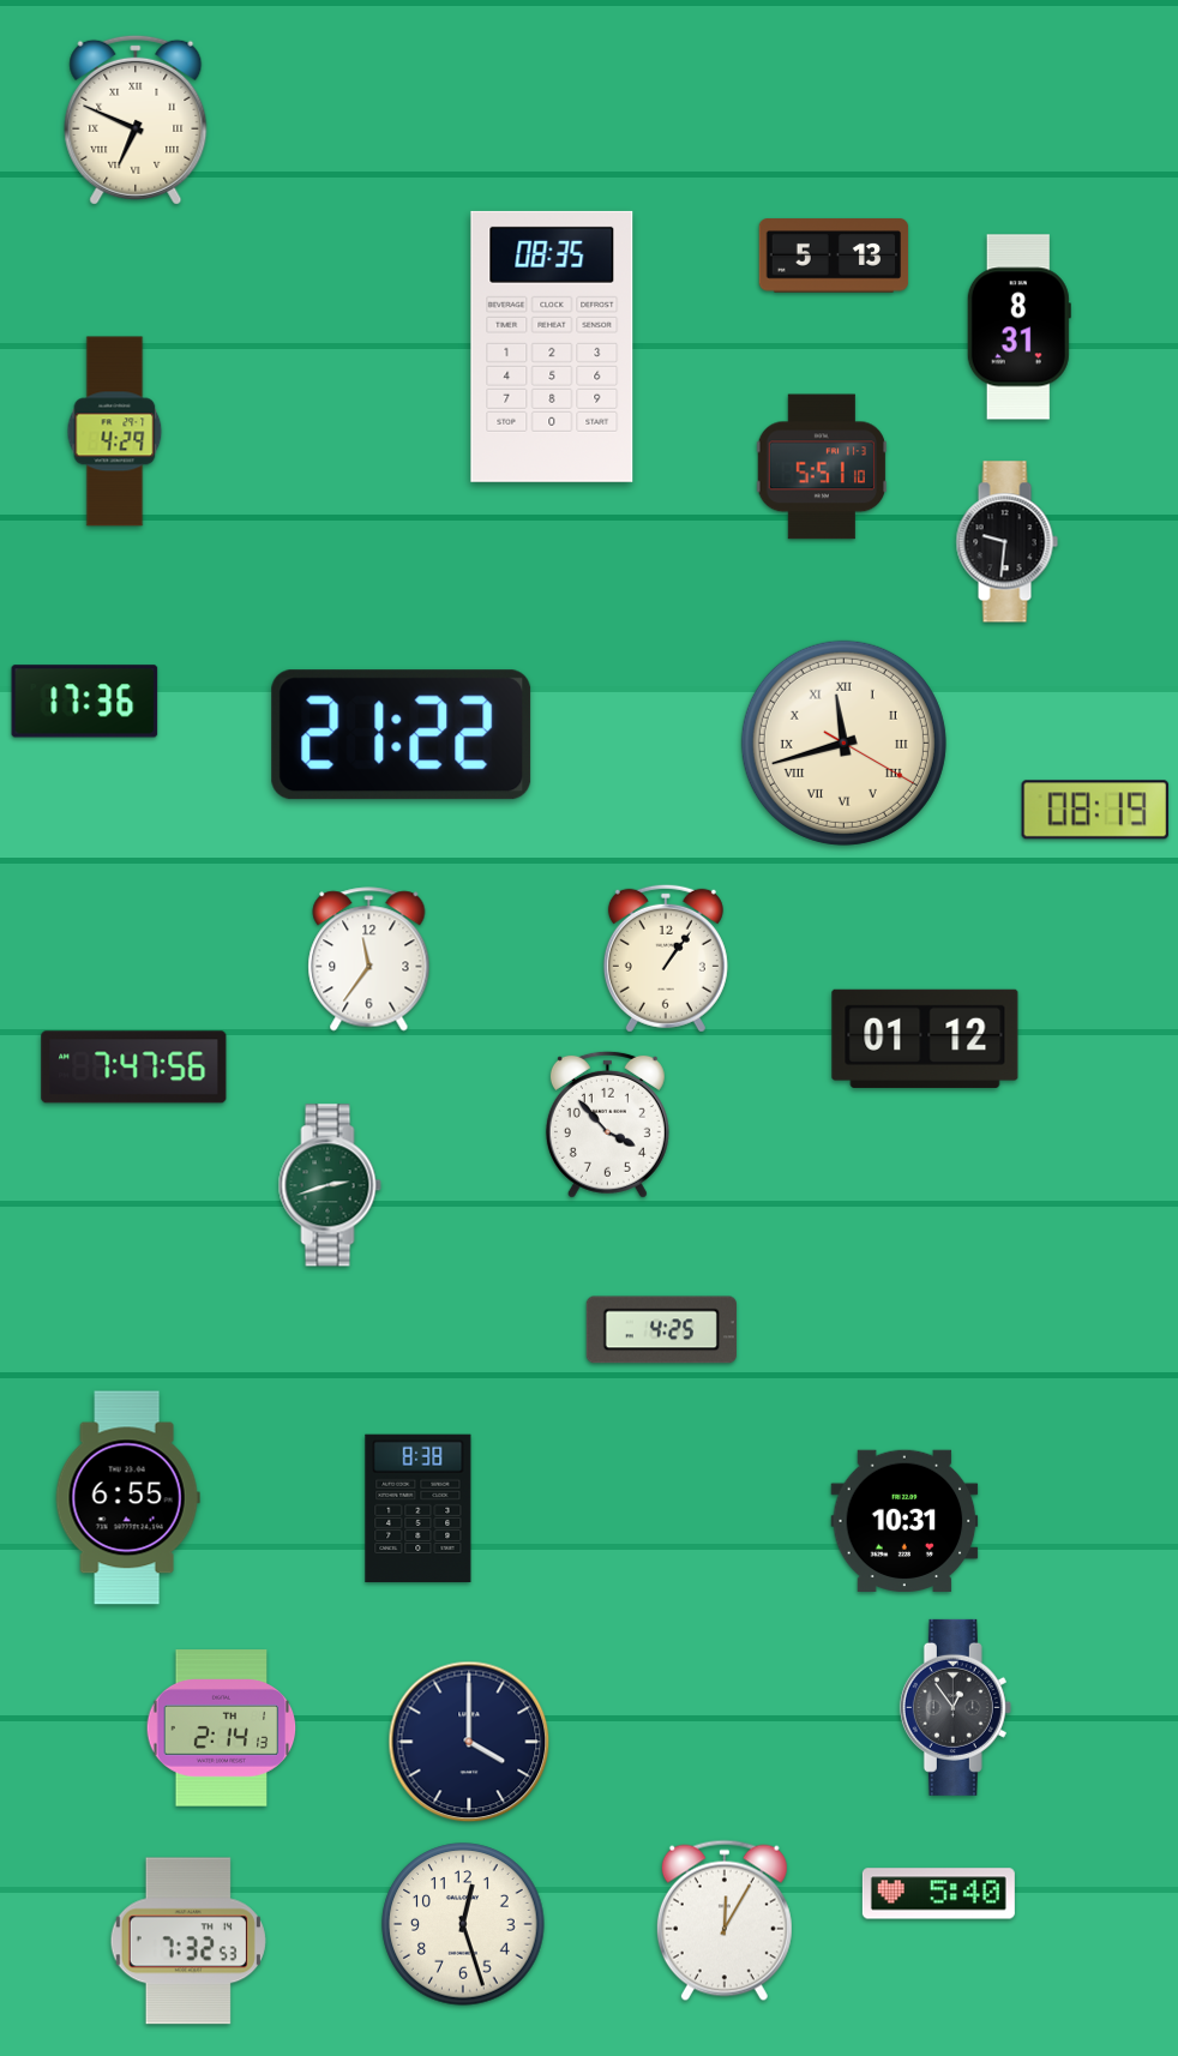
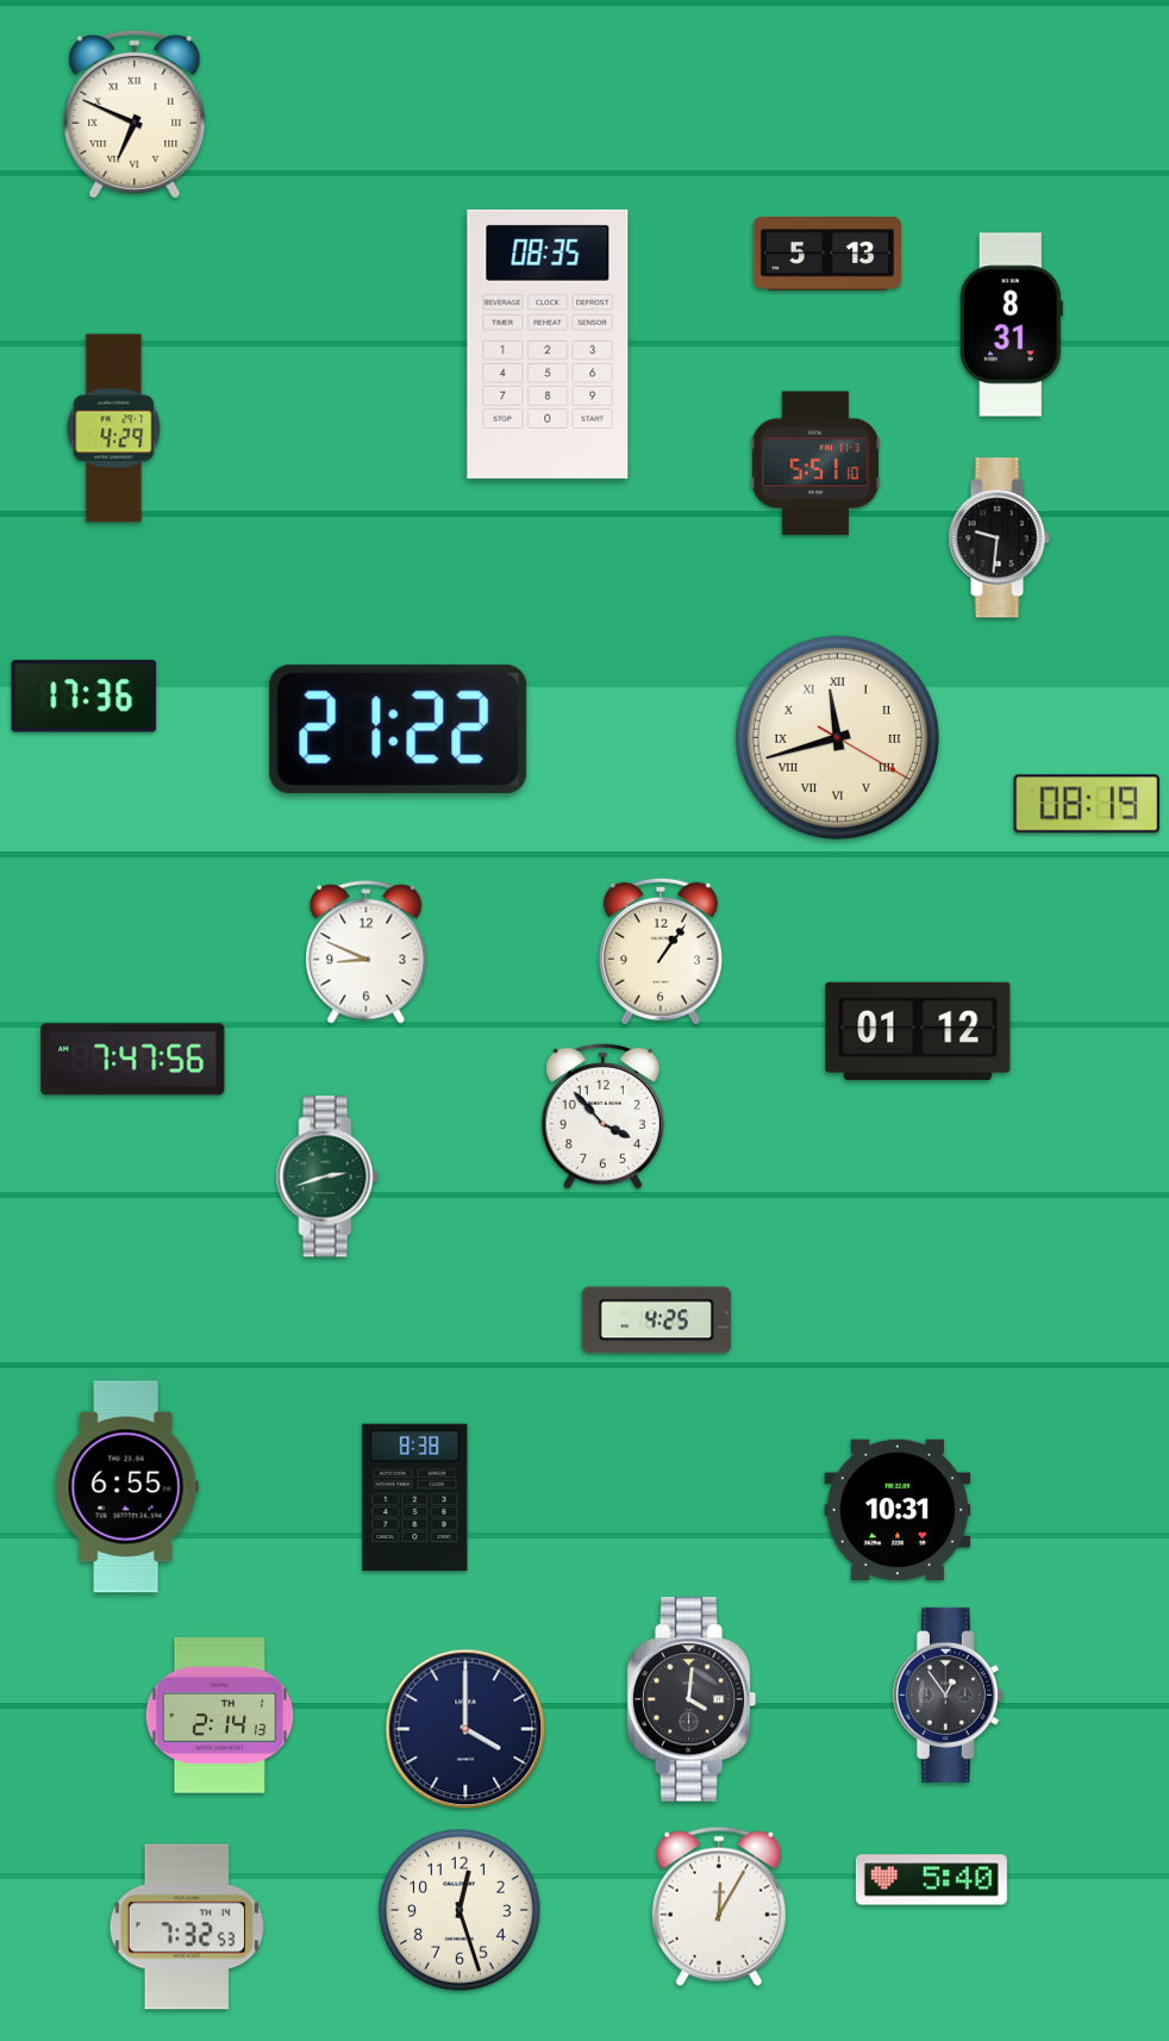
clock at (136, 120) position: (136, 120) -> (135, 114)
clock at (369, 960): 11:36 -> 8:49
clock at (692, 1699): none -> 4:01
